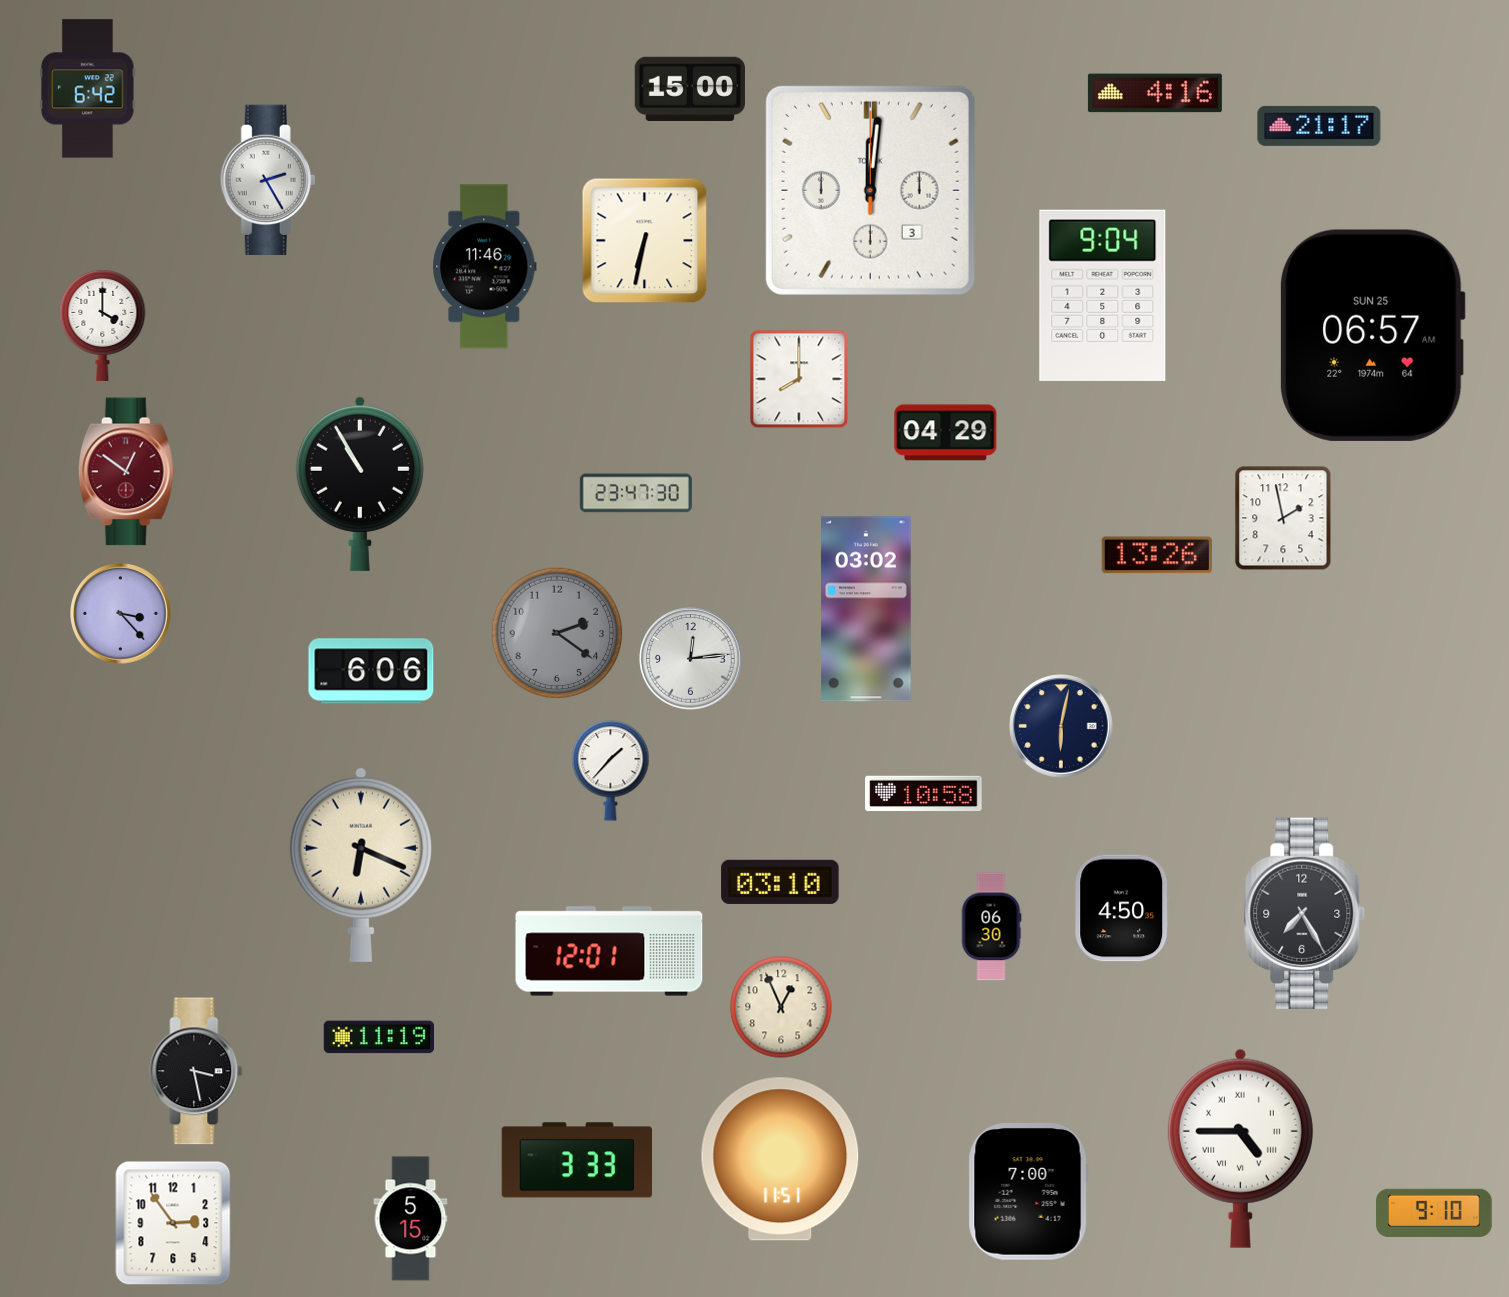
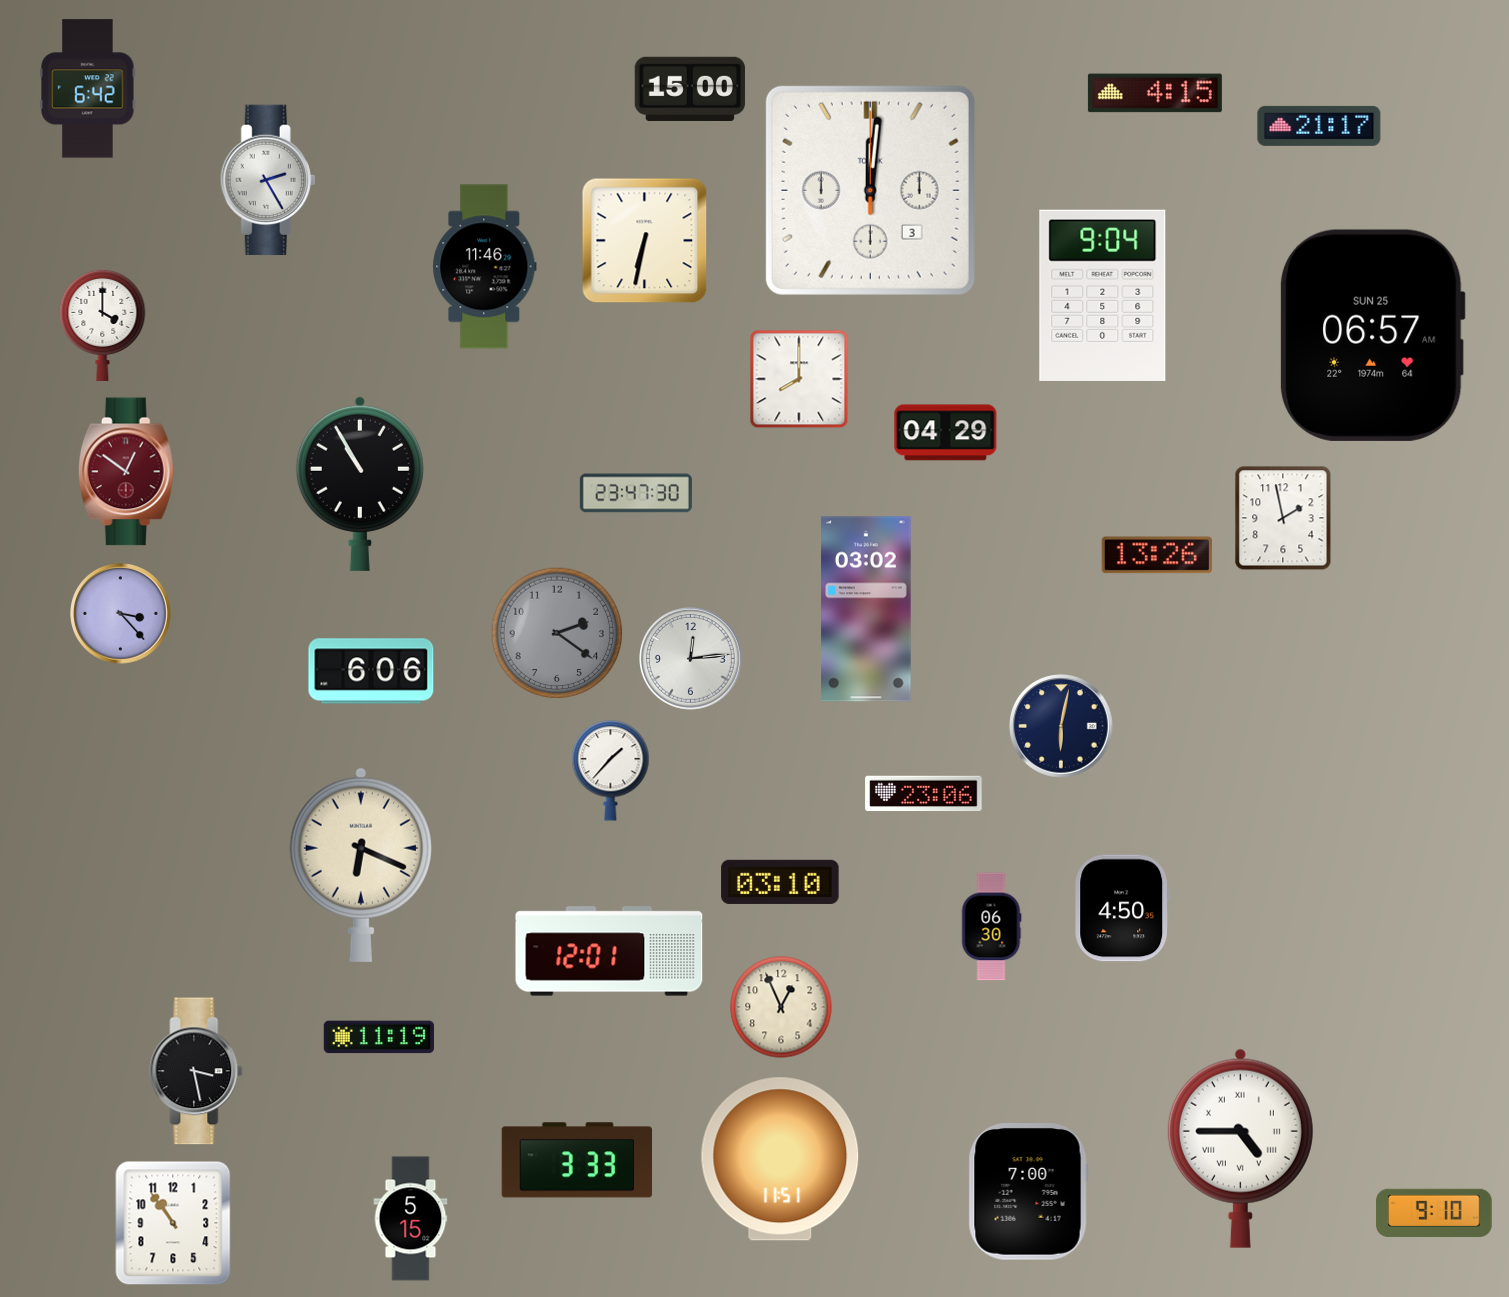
clock at (1155, 93): 4:16 -> 4:15
clock at (924, 794): 10:58 -> 23:06
clock at (1305, 913): 7:25 -> none
clock at (173, 1223): 2:54 -> 10:54
